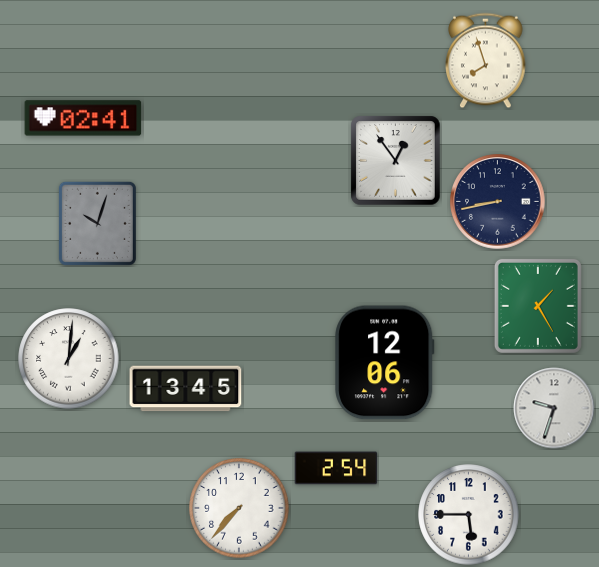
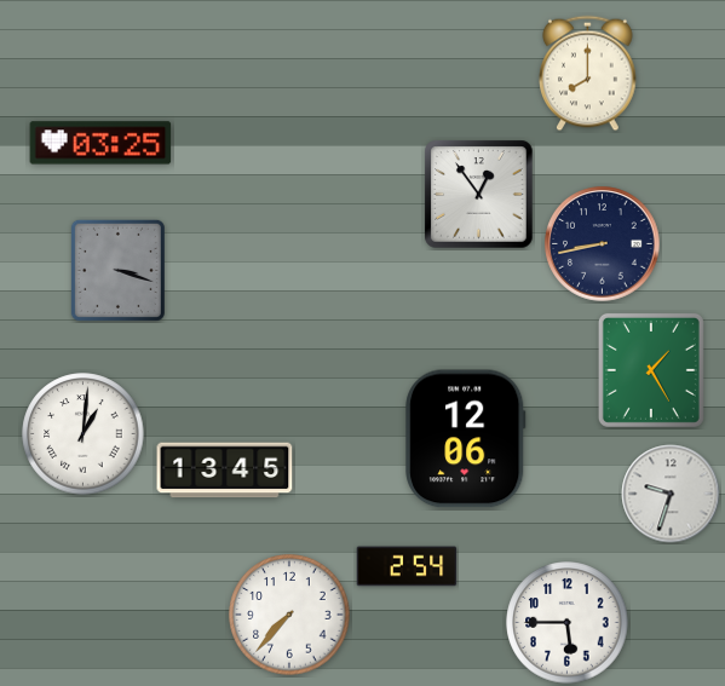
clock at (486, 61): 7:57 -> 8:00
clock at (83, 118): 02:41 -> 03:25
clock at (97, 223): 10:03 -> 3:18
